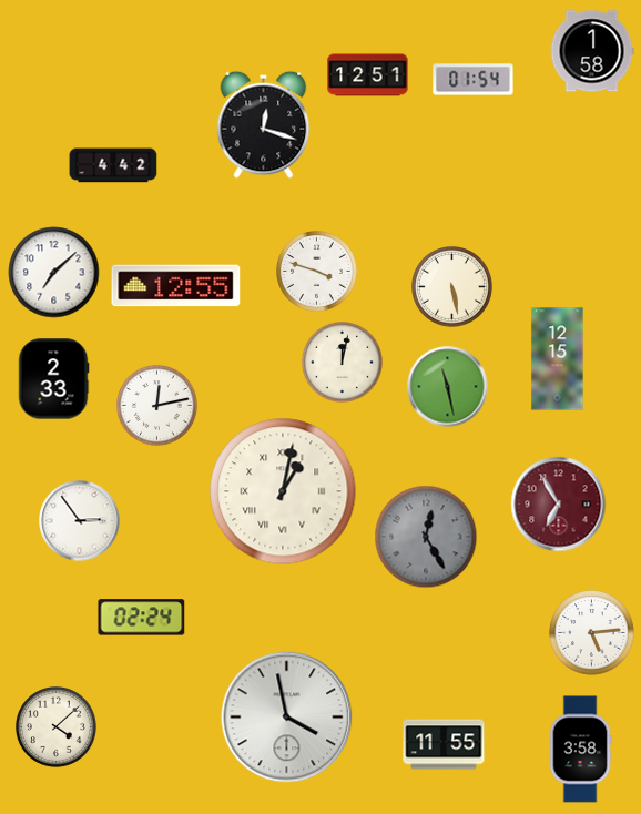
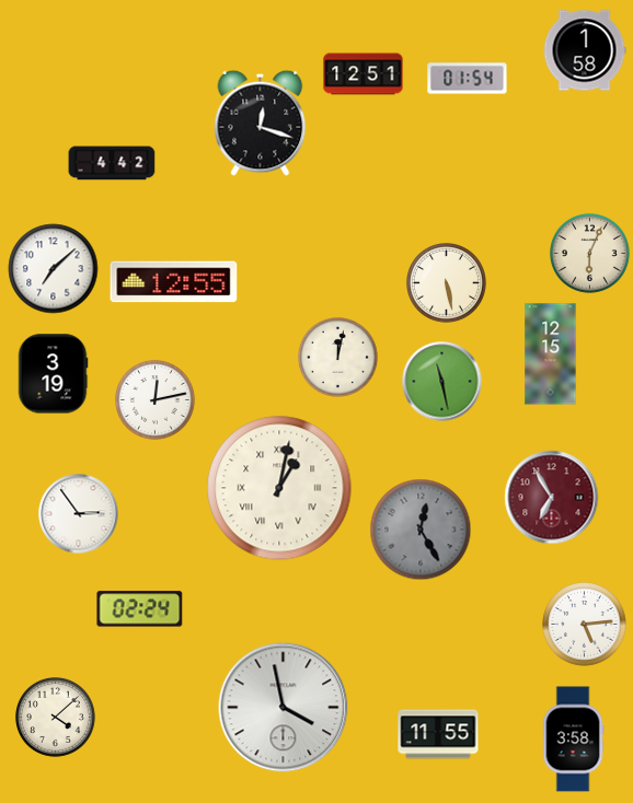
clock at (590, 254): none -> 6:04
clock at (317, 272): 3:48 -> none
clock at (53, 379): 2:33 -> 3:19
clock at (283, 491) position: (283, 491) -> (279, 488)
